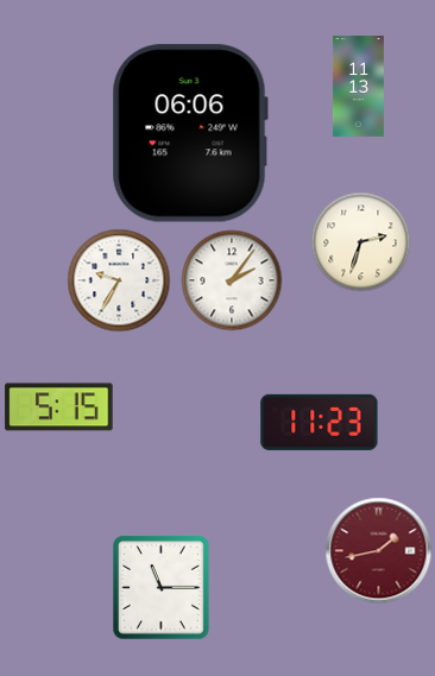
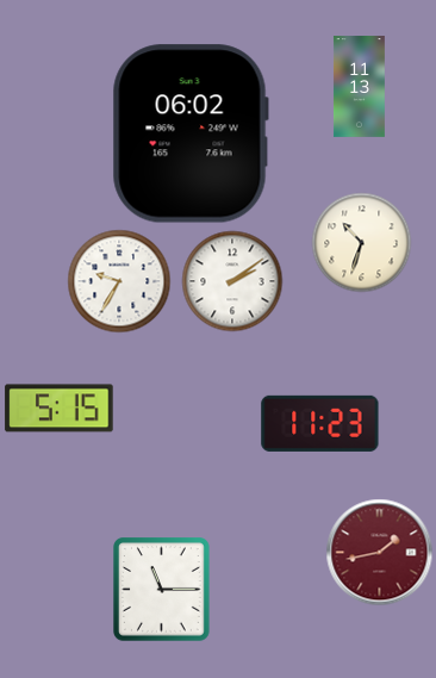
clock at (190, 133): 06:06 -> 06:02
clock at (360, 241): 2:33 -> 10:33
clock at (232, 280): 2:06 -> 2:09
